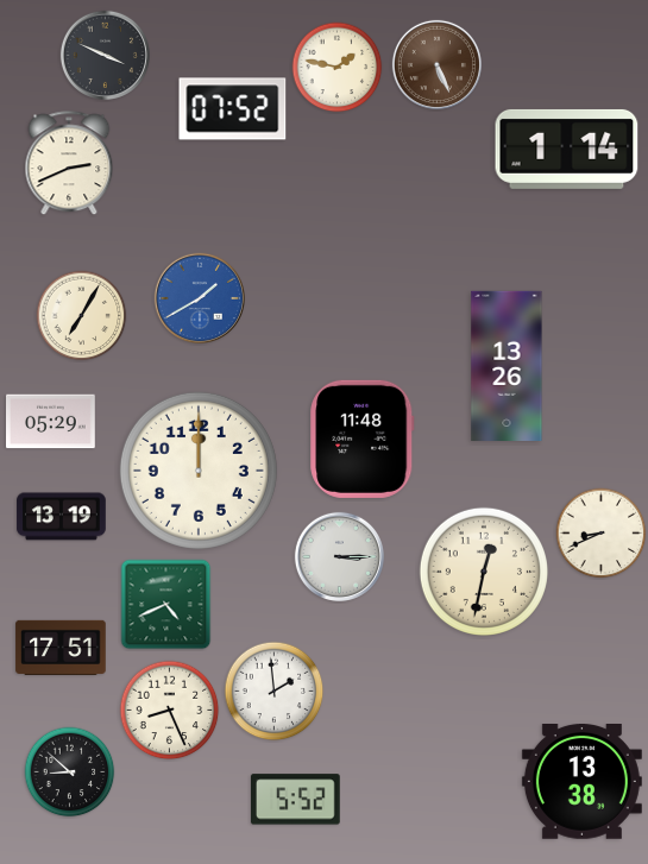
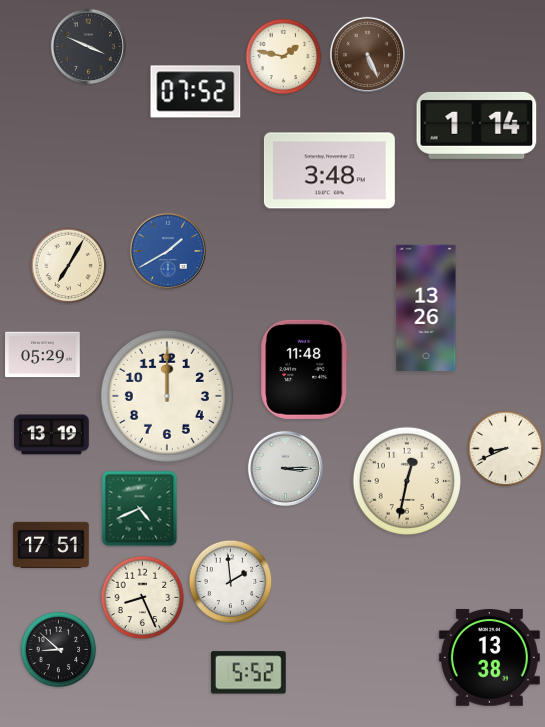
clock at (69, 164): 2:41 -> none
clock at (329, 171): none -> 3:48
